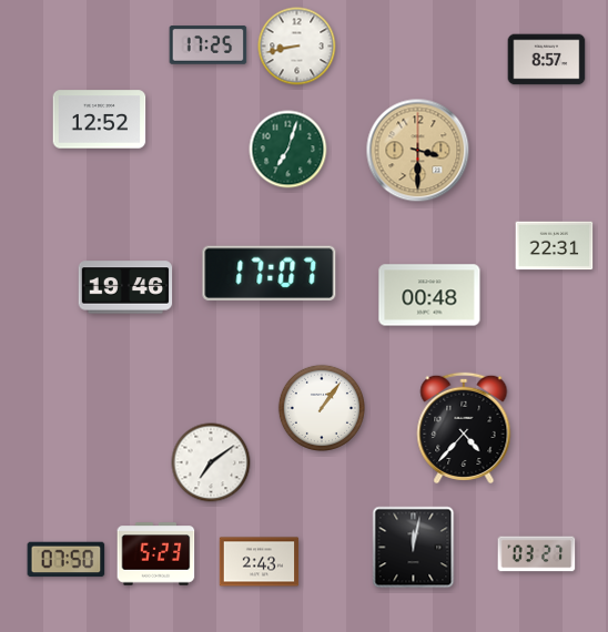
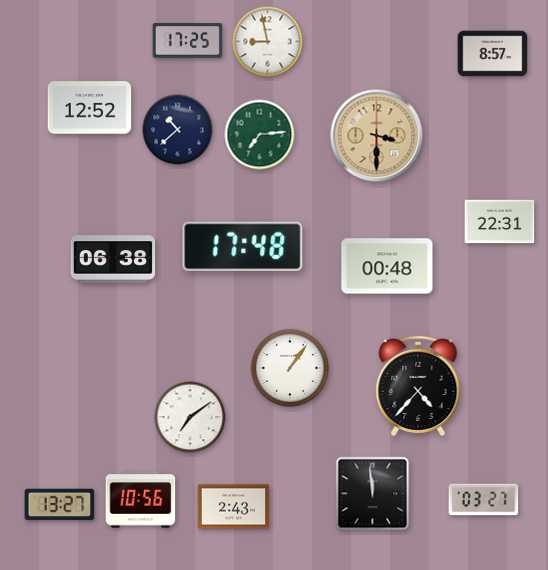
clock at (297, 47): 8:43 -> 8:58
clock at (178, 130): none -> 10:38
clock at (288, 150): 7:03 -> 7:14
clock at (270, 273): 17:07 -> 17:48
clock at (125, 287): 19:46 -> 06:38
clock at (414, 548): 12:02 -> 11:59
clock at (156, 554): 5:23 -> 10:56
clock at (67, 560): 07:50 -> 13:27
